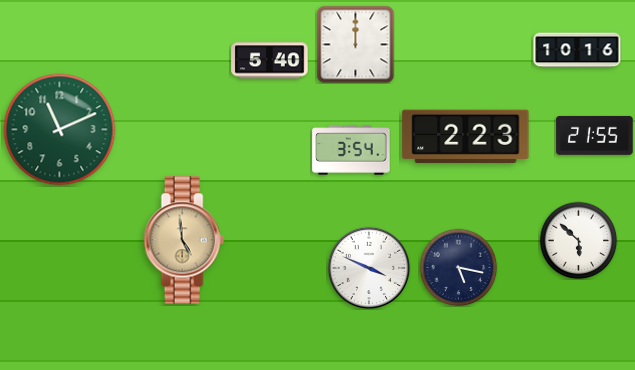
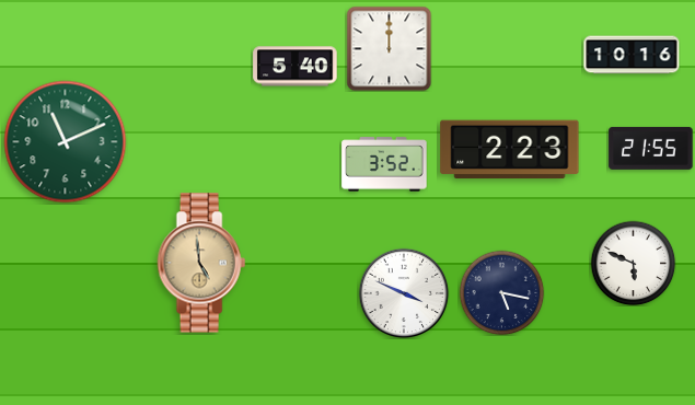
clock at (351, 150): 3:54 -> 3:52
clock at (578, 240): 5:52 -> 5:49
